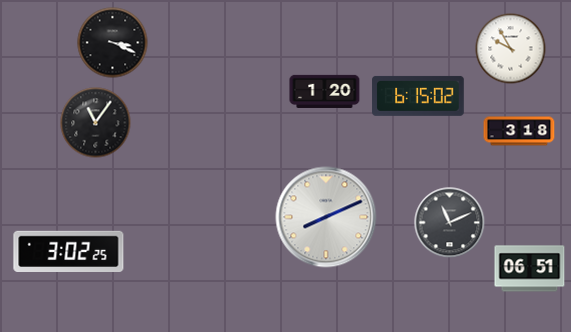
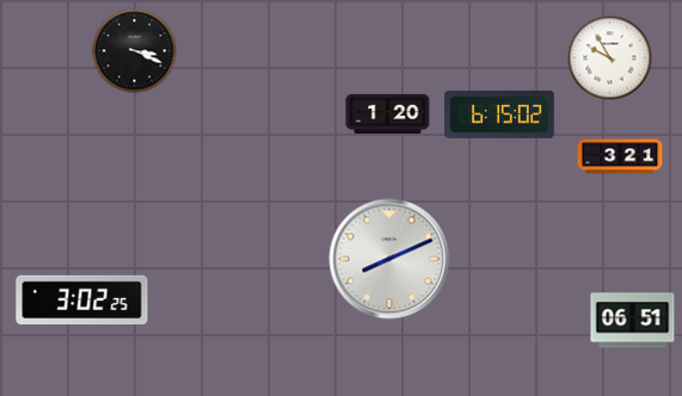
clock at (325, 91) position: (325, 91) -> (388, 113)
clock at (96, 123): 11:06 -> none
clock at (519, 131): 3:18 -> 3:21
clock at (450, 223): 11:11 -> none
